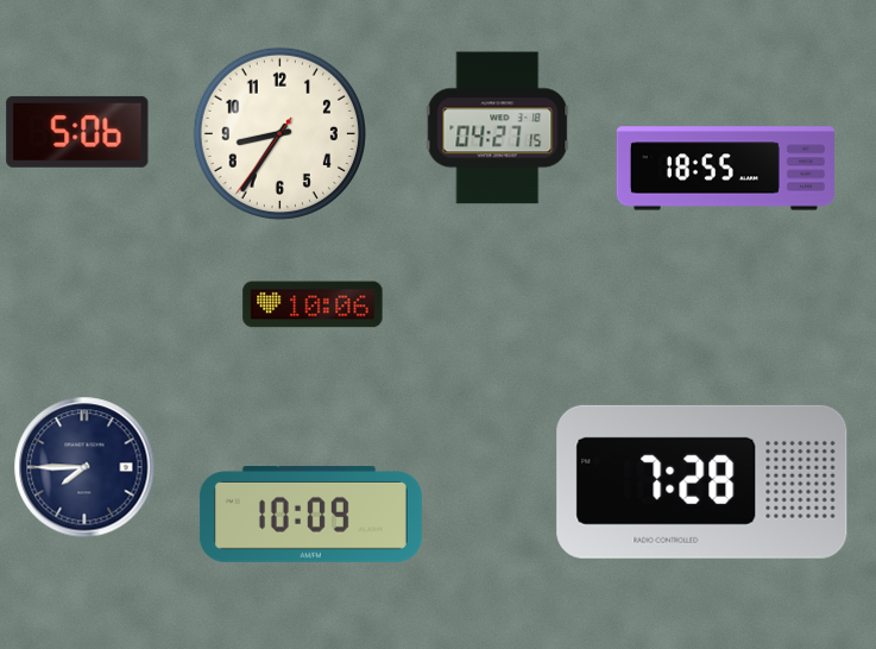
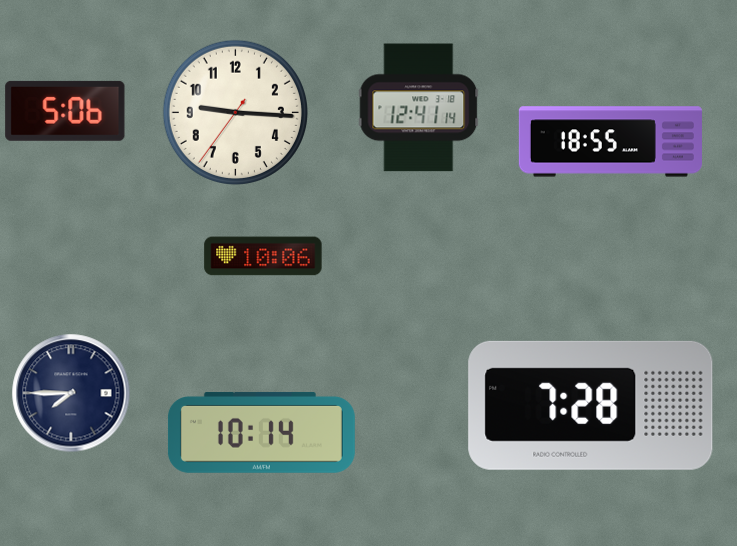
clock at (498, 128): 04:27 -> 12:41
clock at (279, 133): 8:35 -> 9:15
clock at (310, 513): 10:09 -> 10:14
